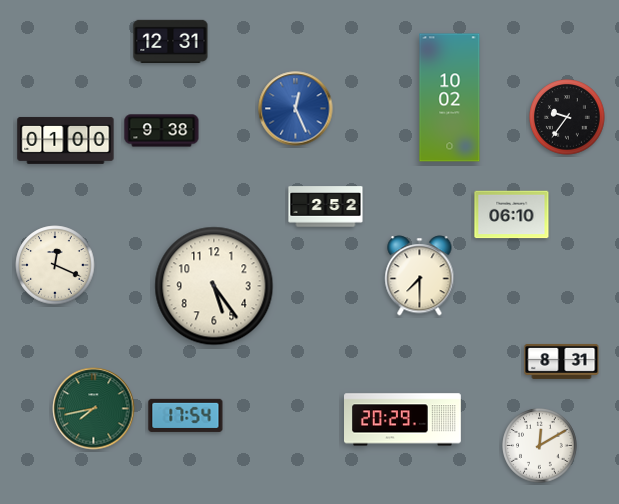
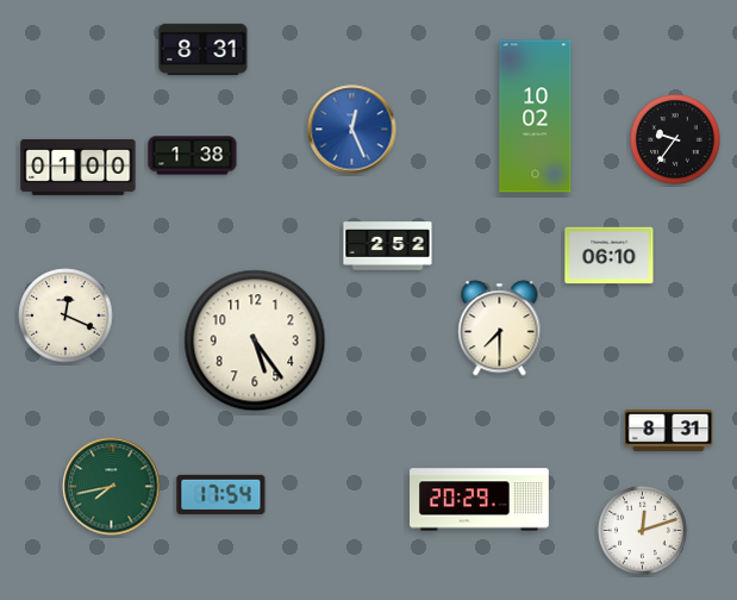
clock at (171, 41): 12:31 -> 8:31
clock at (162, 131): 9:38 -> 1:38
clock at (540, 446): 12:10 -> 12:12
